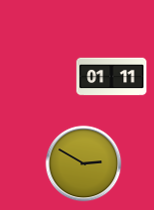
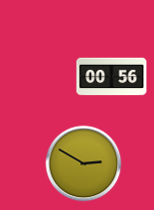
clock at (112, 77): 01:11 -> 00:56
